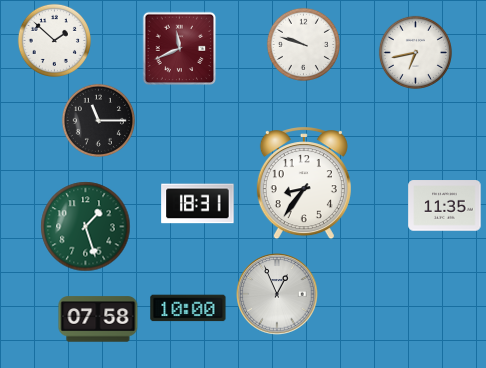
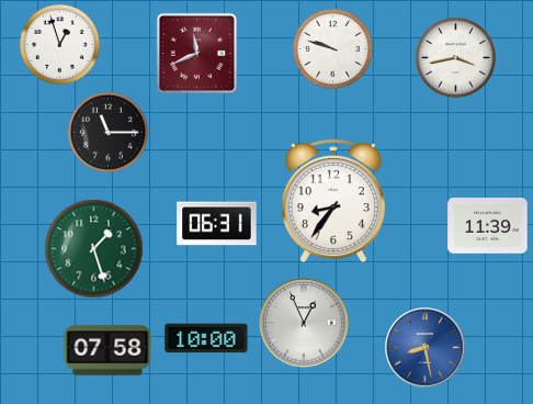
clock at (54, 40): 1:52 -> 12:57
clock at (415, 52): 6:43 -> 3:43
clock at (198, 204): 18:31 -> 06:31
clock at (445, 206): 11:35 -> 11:39
clock at (426, 348): none -> 8:28
